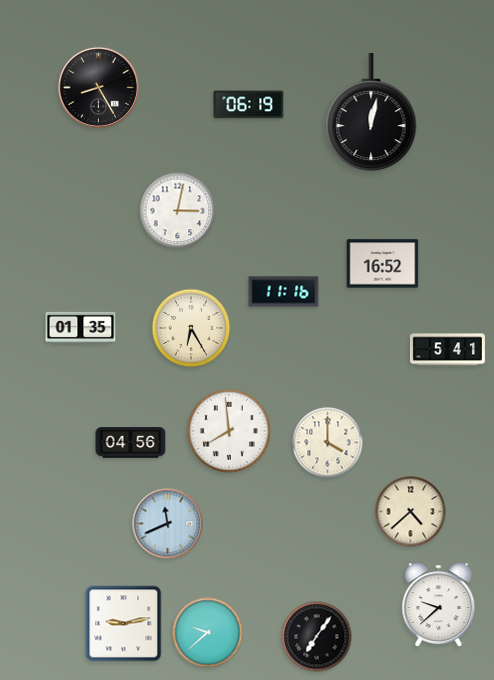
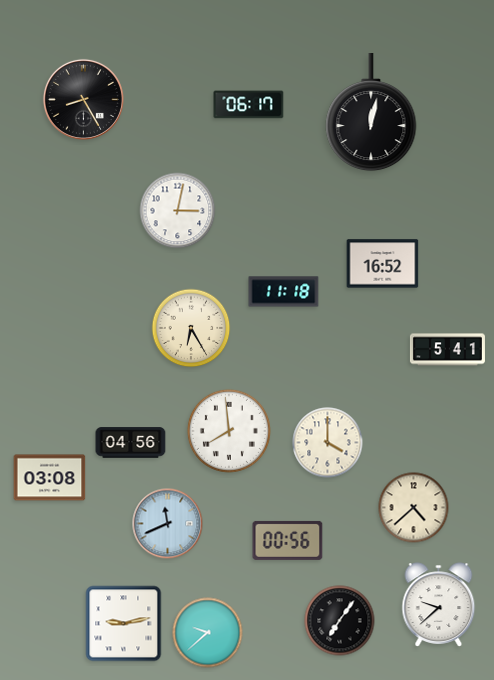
clock at (98, 87) position: (98, 87) -> (83, 99)
clock at (249, 105): 06:19 -> 06:17
clock at (284, 292): 11:16 -> 11:18
clock at (81, 327): 01:35 -> none
clock at (50, 478): none -> 03:08
clock at (411, 512) position: (411, 512) -> (414, 508)
clock at (288, 540): none -> 00:56
clock at (317, 637) position: (317, 637) -> (340, 621)
